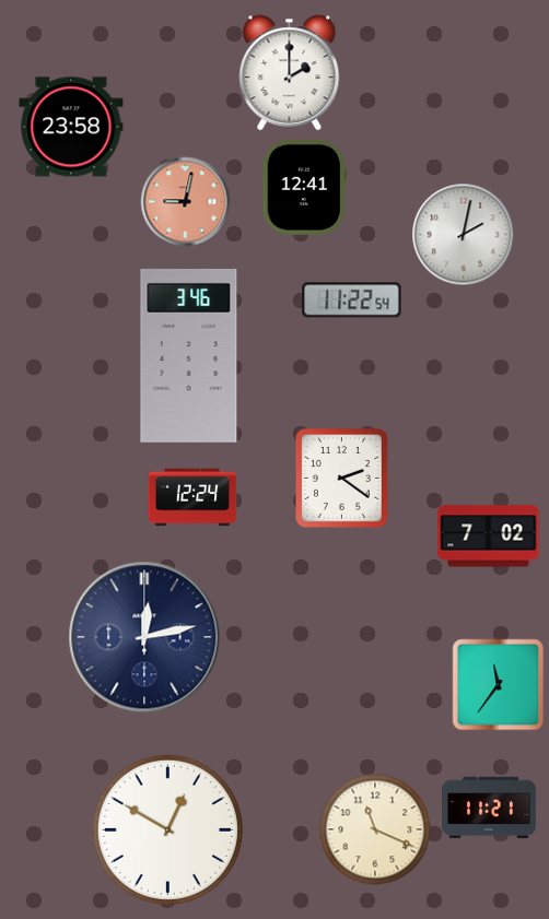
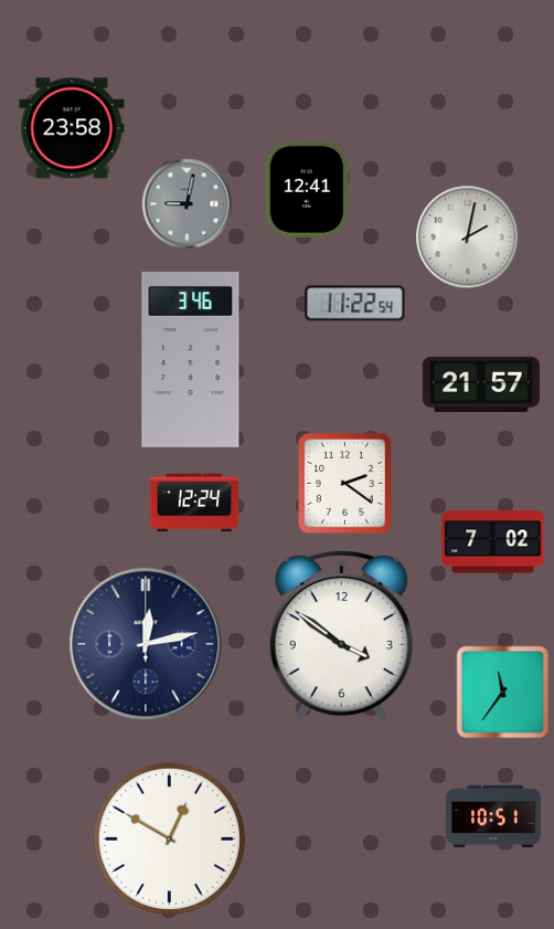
clock at (290, 73): 2:00 -> none
clock at (186, 202) dial: salmon -> grey
clock at (481, 384): none -> 21:57
clock at (341, 635): none -> 3:51
clock at (490, 808): 11:21 -> 10:51
clock at (375, 829): 11:19 -> none
